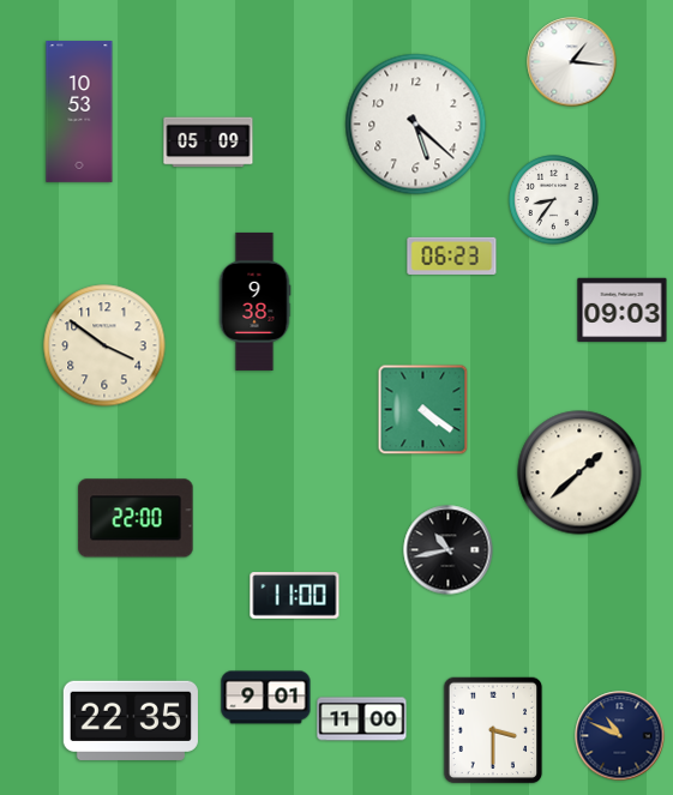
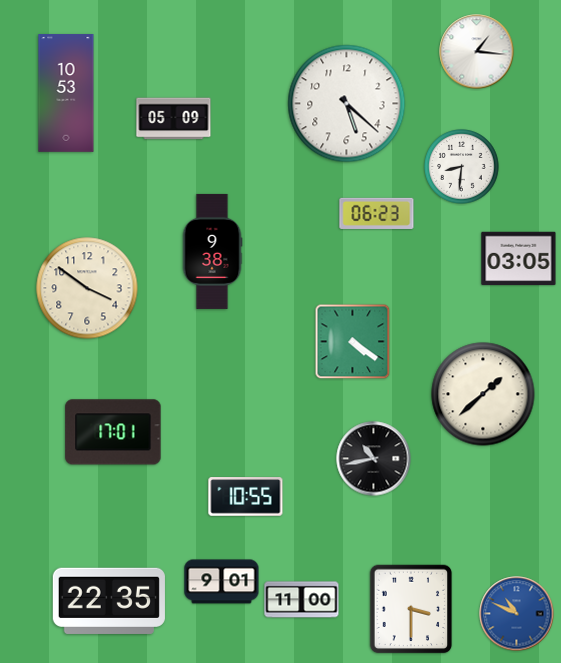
clock at (554, 200): 8:36 -> 8:31
clock at (623, 311): 09:03 -> 03:05
clock at (136, 518): 22:00 -> 17:01
clock at (295, 596): 11:00 -> 10:55
clock at (620, 736) dial: navy -> blue
